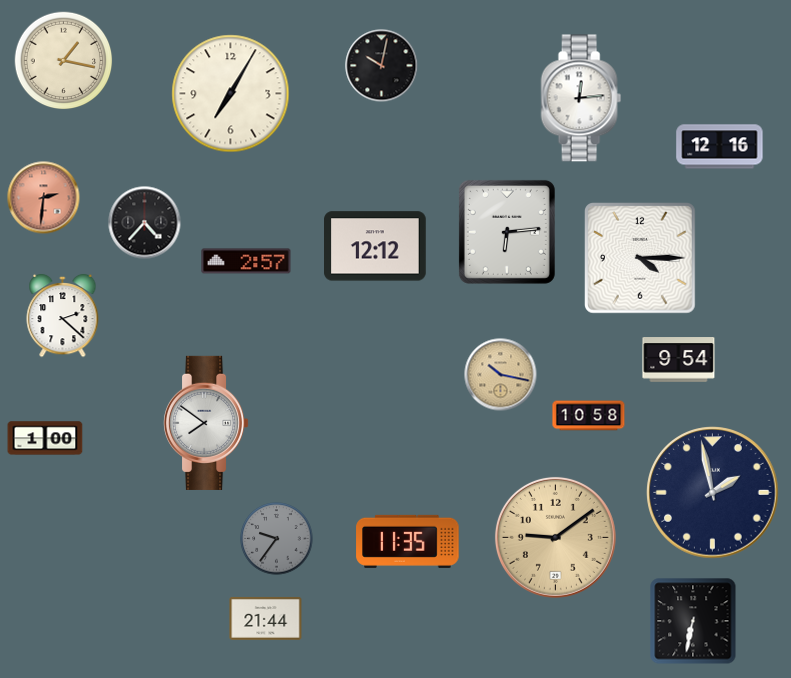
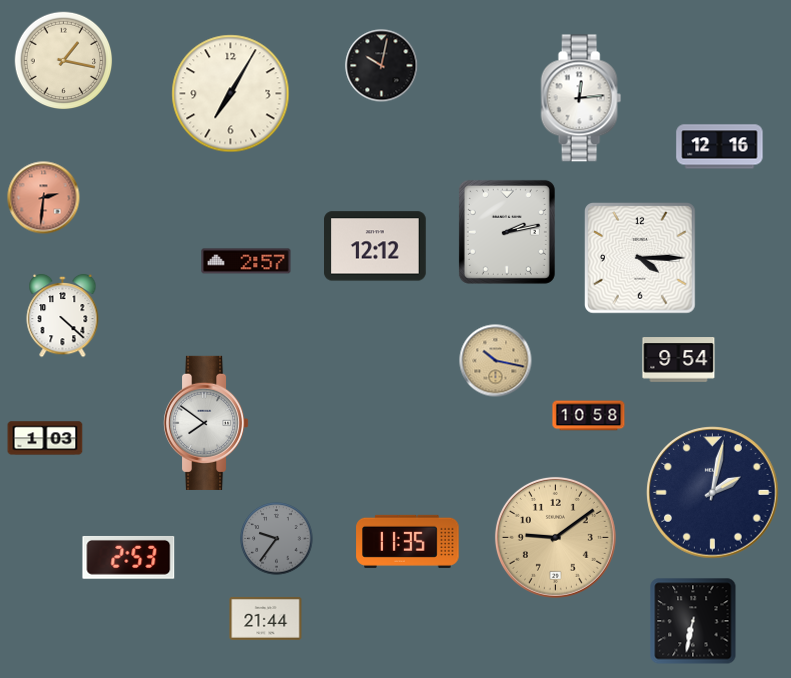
clock at (145, 223): 4:37 -> none
clock at (507, 232): 6:14 -> 2:13
clock at (63, 316): 2:22 -> 4:22
clock at (501, 375) position: (501, 375) -> (496, 361)
clock at (45, 438): 1:00 -> 1:03
clock at (713, 493): 1:58 -> 2:02
clock at (129, 557): none -> 2:53
